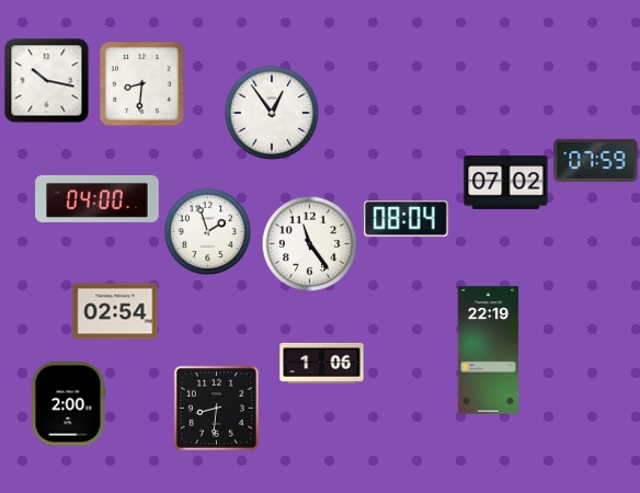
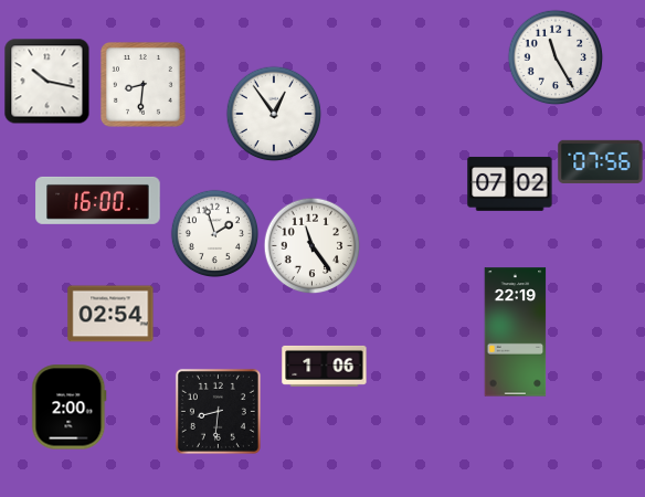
clock at (556, 57): none -> 11:25
clock at (596, 160): 07:59 -> 07:56
clock at (98, 198): 04:00 -> 16:00
clock at (407, 219): 08:04 -> none
clock at (207, 231) position: (207, 231) -> (214, 233)
clock at (115, 311) position: (115, 311) -> (110, 314)
clock at (489, 351) position: (489, 351) -> (516, 332)
